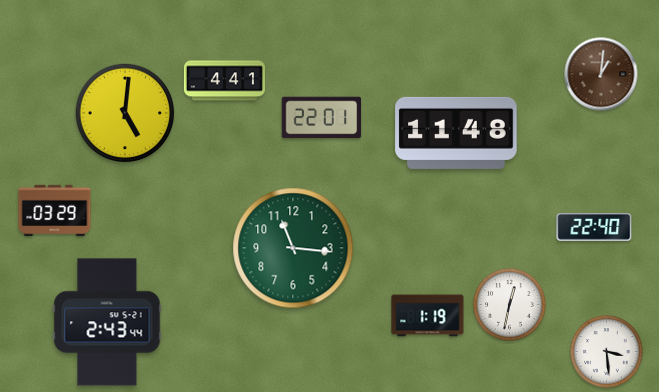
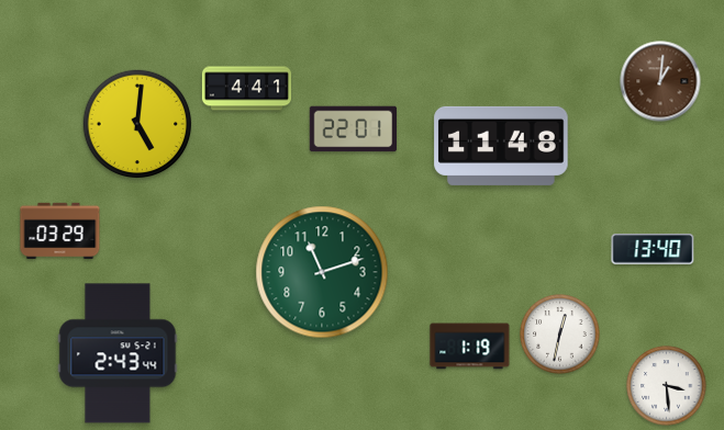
clock at (594, 227): 22:40 -> 13:40
clock at (293, 248): 11:16 -> 11:12
